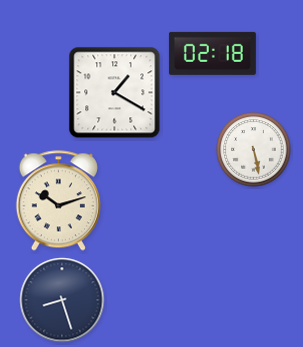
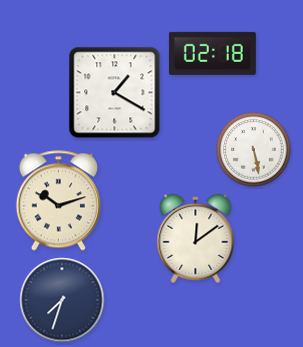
clock at (196, 238): none -> 12:09
clock at (62, 300): 8:27 -> 7:33
